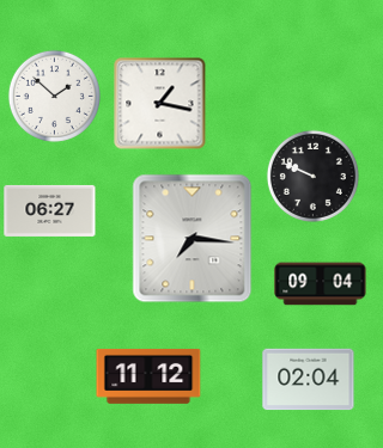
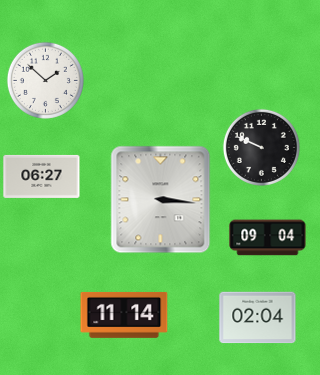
clock at (160, 104): 1:17 -> none
clock at (193, 239): 7:16 -> 3:16
clock at (148, 376): 11:12 -> 11:14
